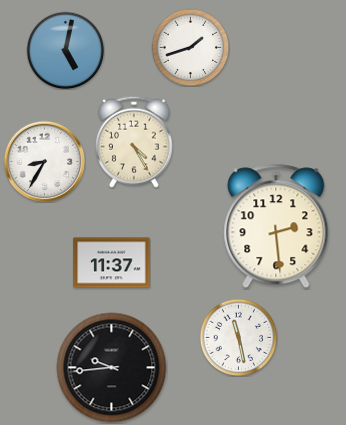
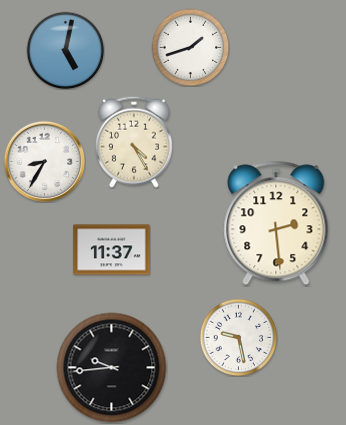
clock at (276, 226) position: (276, 226) -> (276, 223)
clock at (112, 263) position: (112, 263) -> (112, 250)
clock at (238, 337): 11:28 -> 9:28
